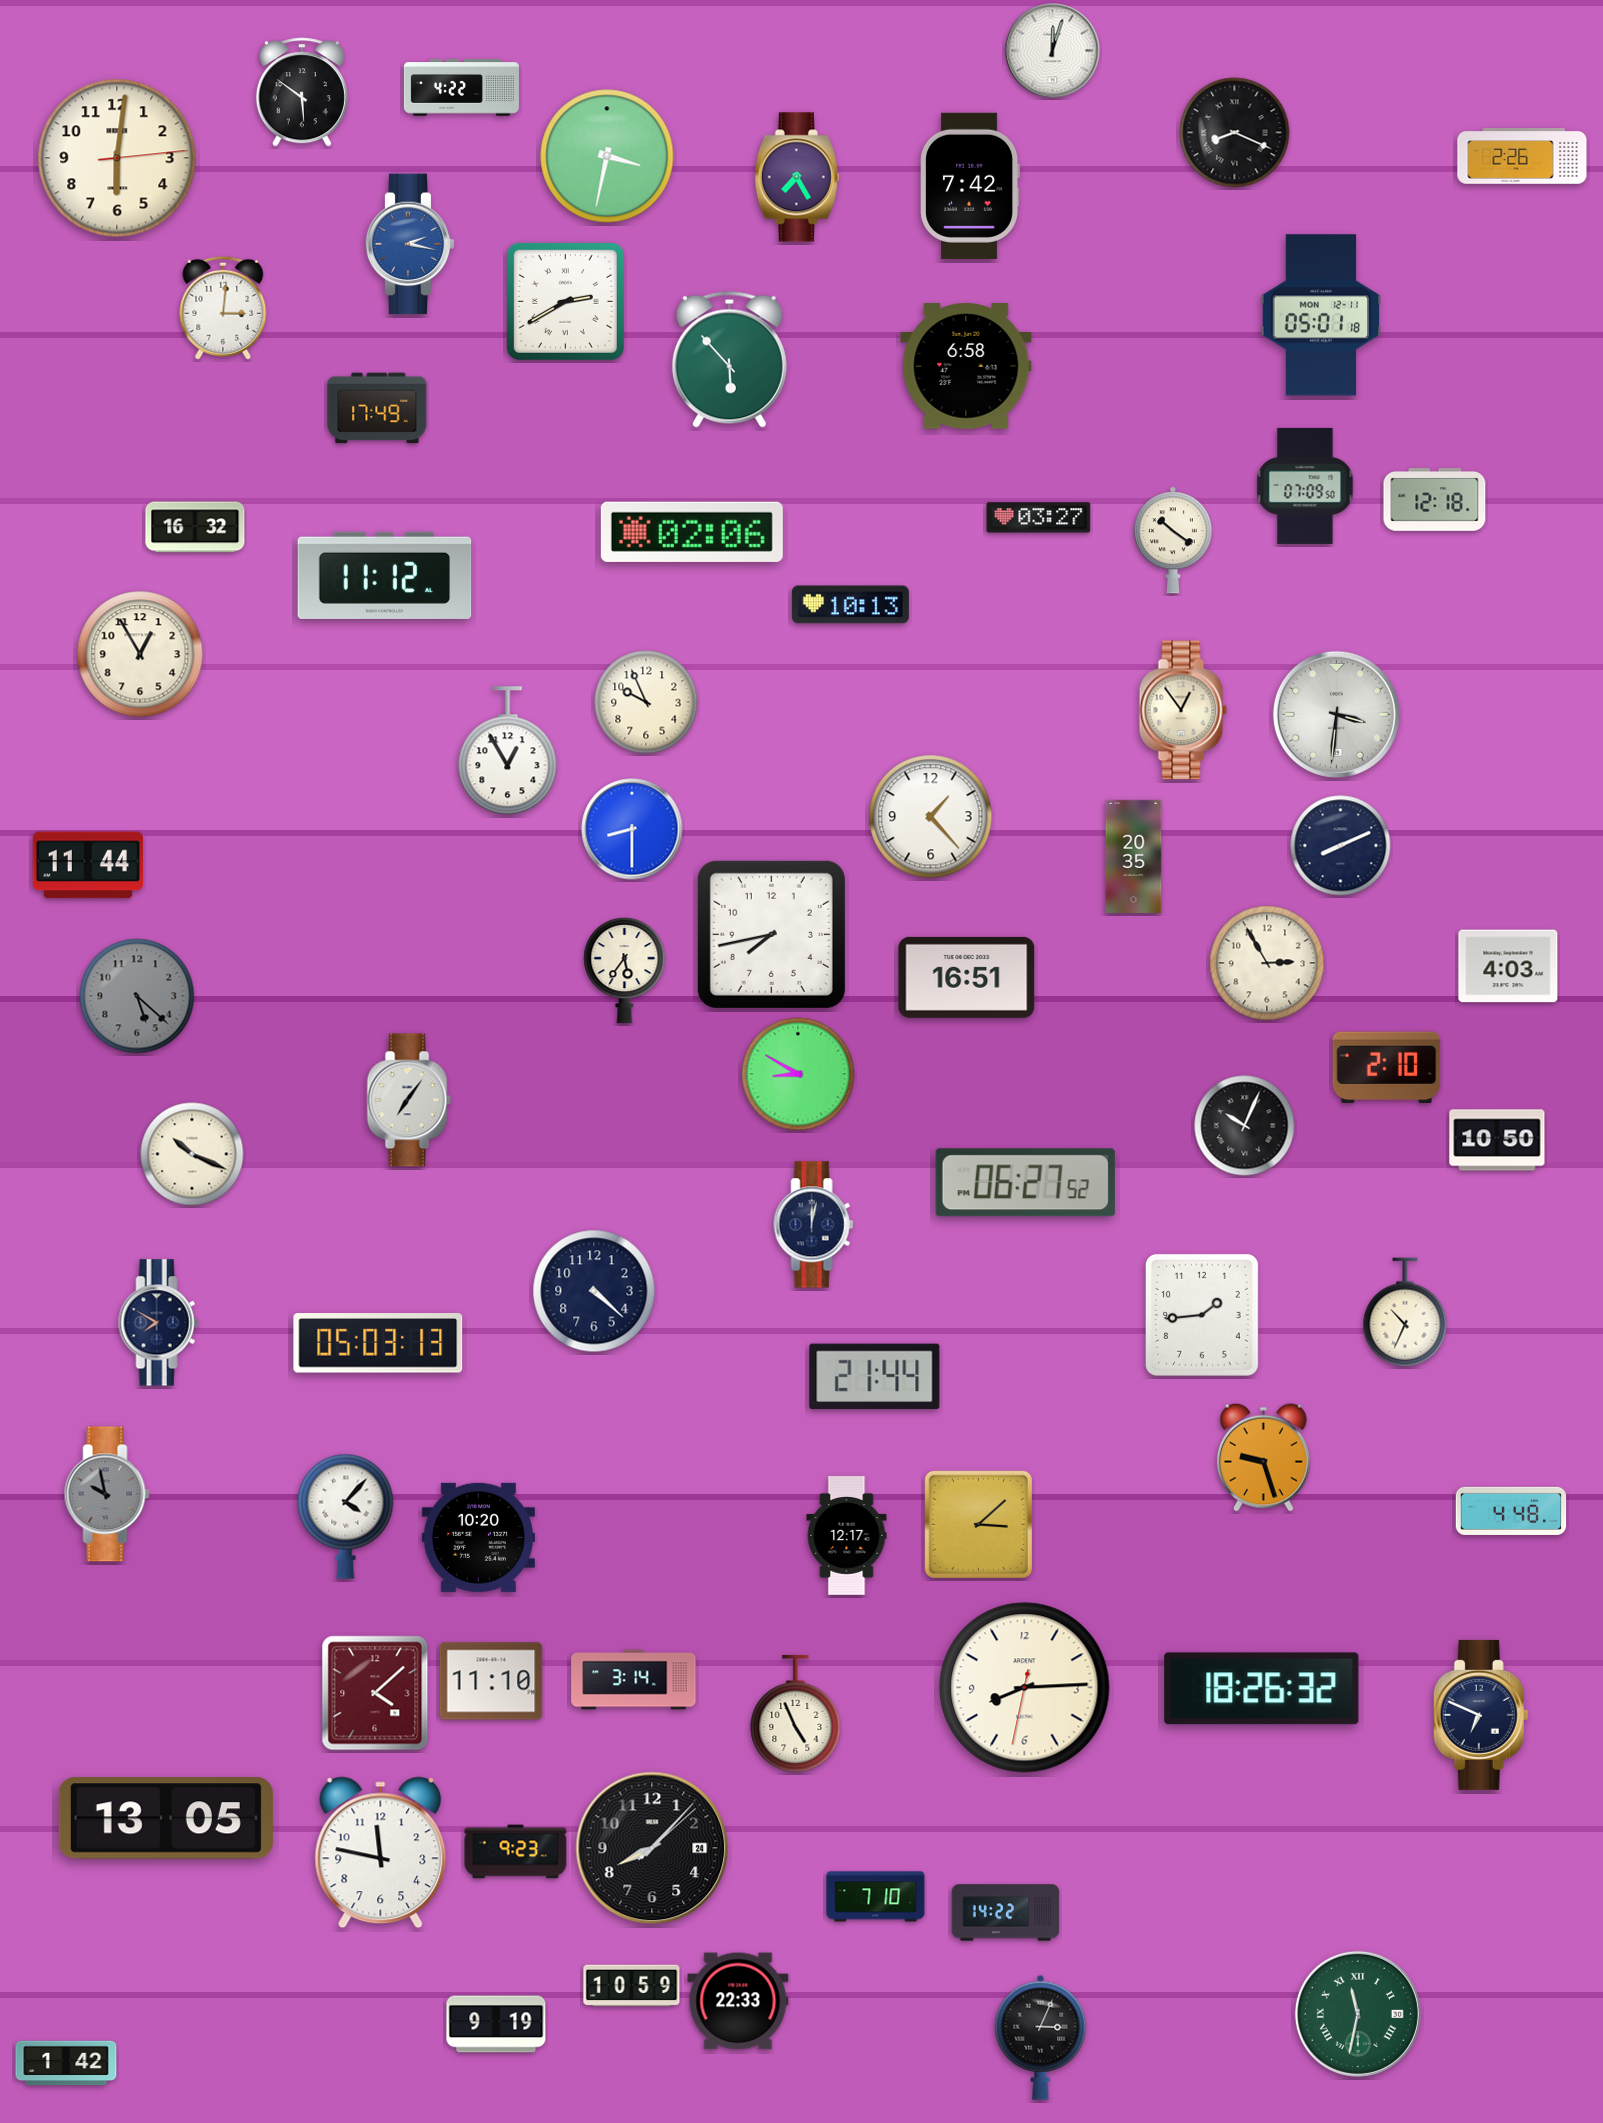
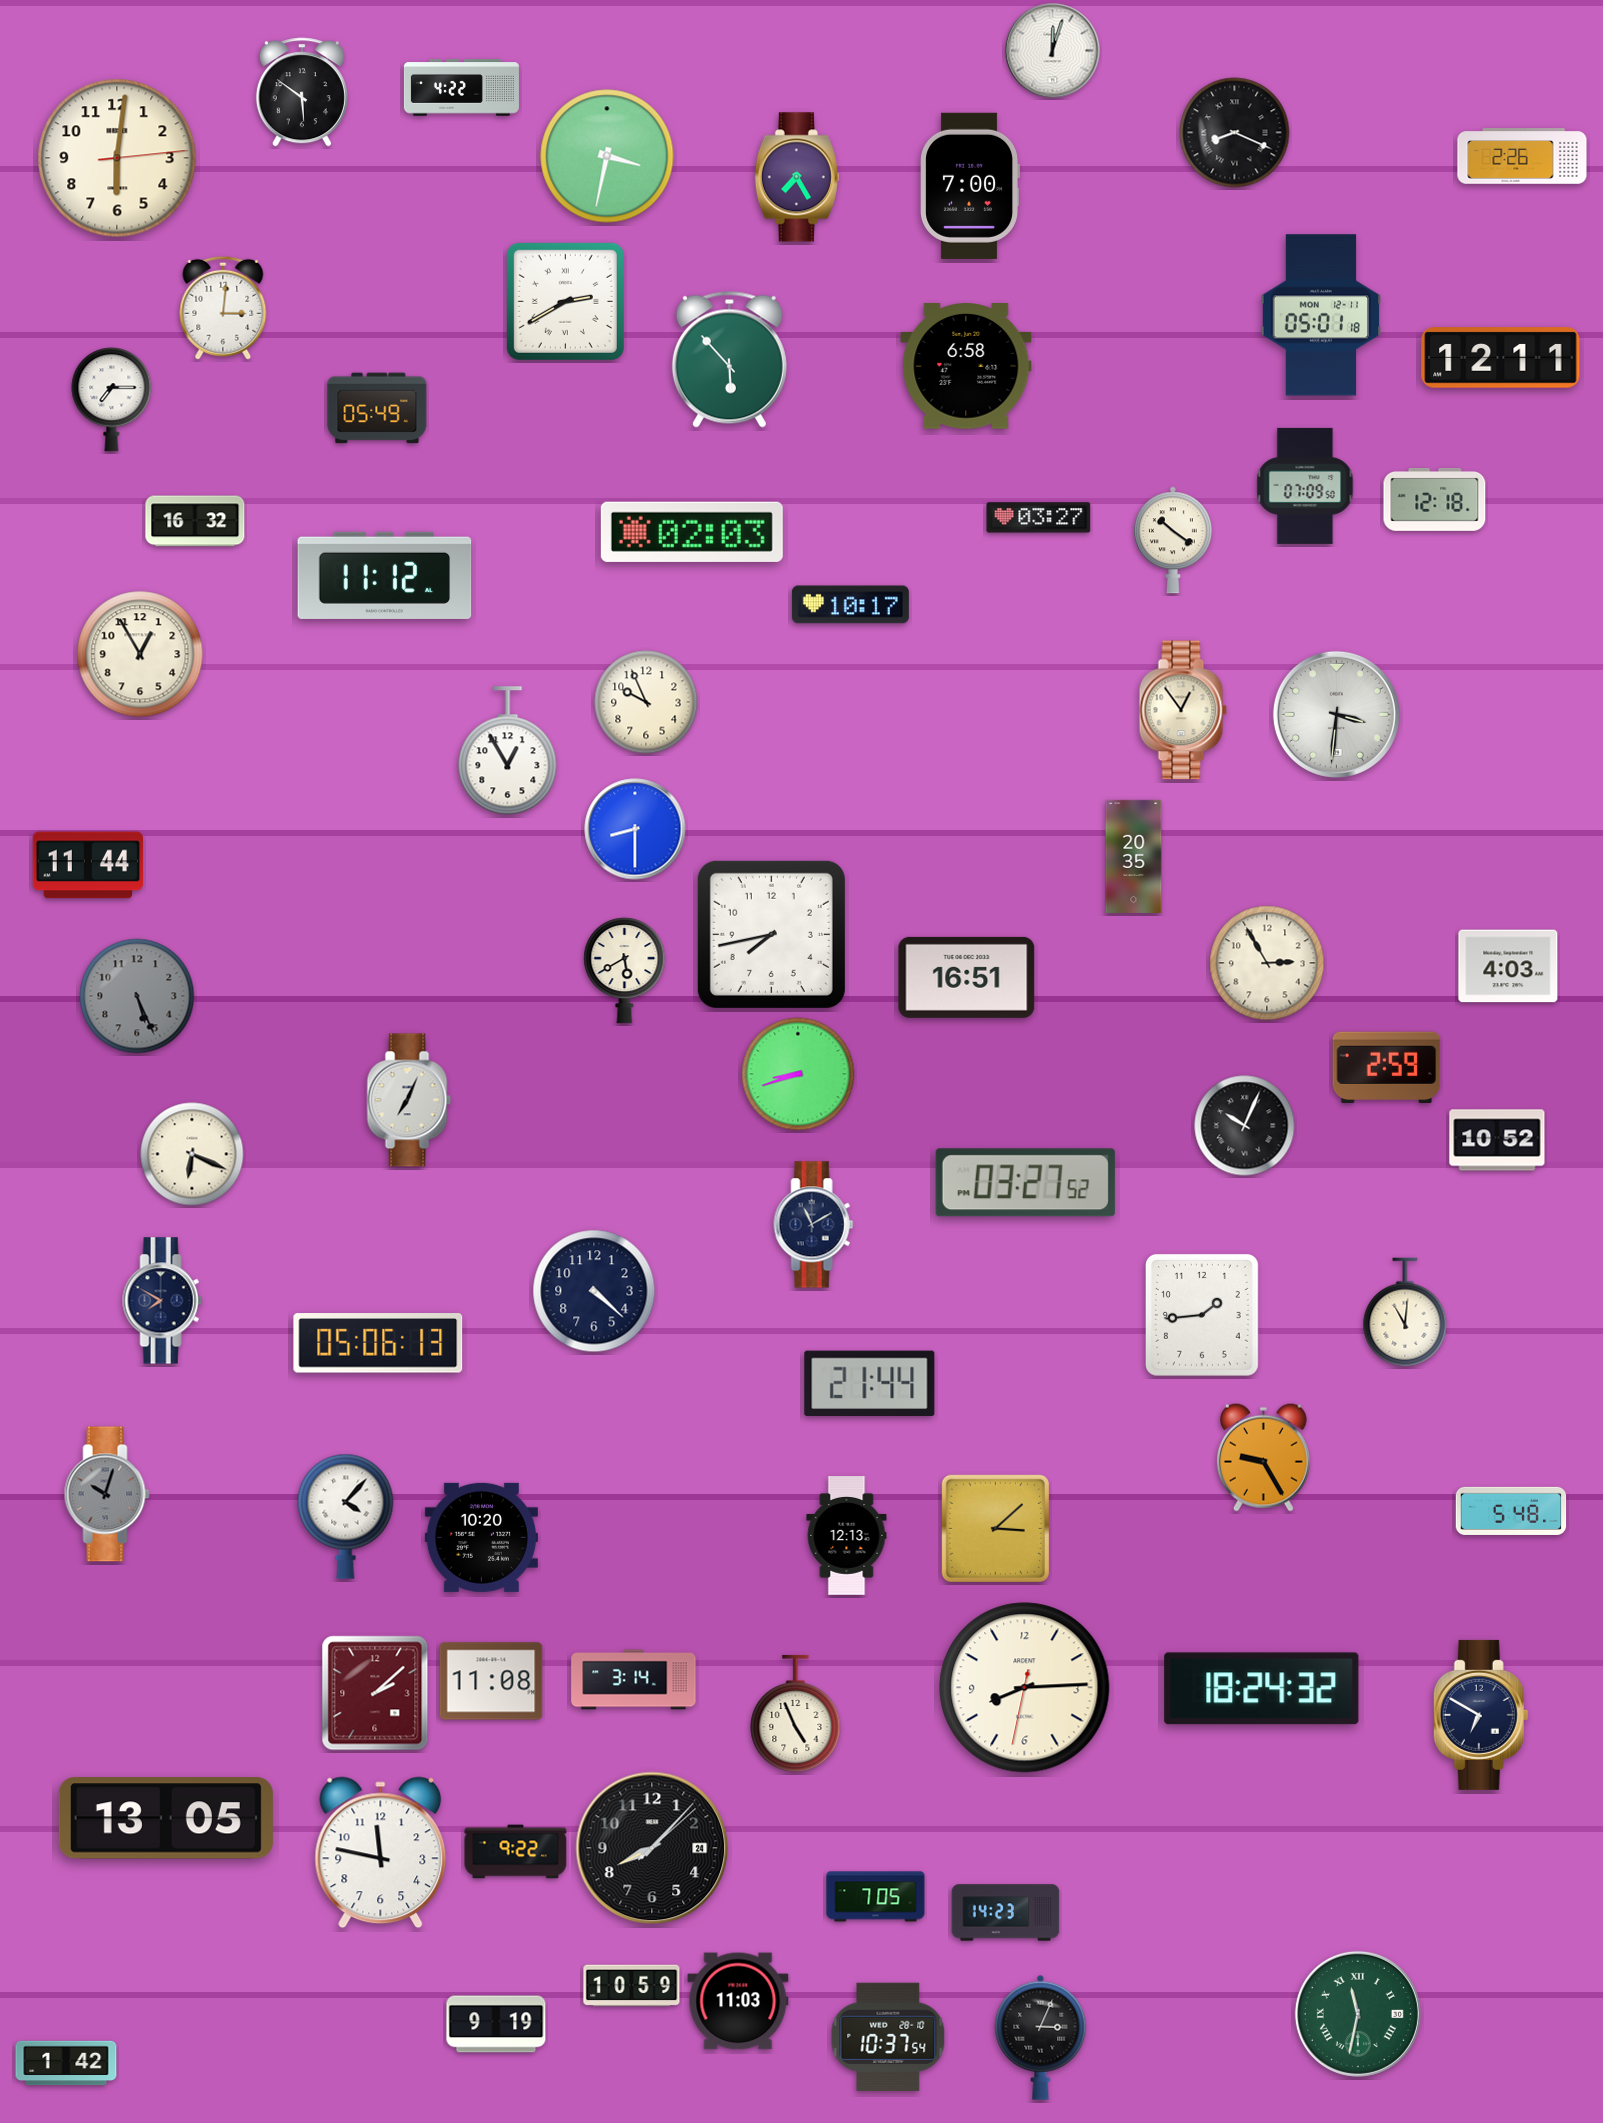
clock at (969, 186): 7:42 -> 7:00
clock at (410, 244): 2:17 -> none
clock at (1501, 358): none -> 12:11
clock at (112, 400): none -> 7:15
clock at (377, 408): 17:49 -> 05:49
clock at (195, 527) position: (195, 527) -> (195, 521)
clock at (692, 532): 02:06 -> 02:03
clock at (850, 605): 10:13 -> 10:17
clock at (931, 817): 1:23 -> none
clock at (632, 829) position: (632, 829) -> (635, 829)
clock at (1341, 846): 8:11 -> none
clock at (625, 971): 5:36 -> 5:40
clock at (137, 996): 5:22 -> 5:26
clock at (1387, 1068): 2:10 -> 2:59
clock at (798, 1074): 8:50 -> 8:42
clock at (409, 1100): 7:06 -> 7:04
clock at (1497, 1140): 10:50 -> 10:52
clock at (192, 1154): 10:19 -> 6:19
clock at (1025, 1183): 06:27 -> 03:27
clock at (814, 1225): 12:02 -> 11:10
clock at (1405, 1312): 10:34 -> 11:01
clock at (159, 1323) position: (159, 1323) -> (163, 1301)
clock at (378, 1343): 05:03 -> 05:06
clock at (875, 1377) position: (875, 1377) -> (870, 1384)
clock at (1263, 1457): 9:27 -> 9:25
clock at (107, 1494): 9:58 -> 10:03
clock at (1511, 1511): 4:48 -> 5:48
clock at (978, 1524) position: (978, 1524) -> (995, 1528)
clock at (847, 1536): 12:17 -> 12:13
clock at (478, 1537) position: (478, 1537) -> (481, 1537)
clock at (491, 1681): 11:10 -> 11:08
clock at (1262, 1689): 18:26 -> 18:24
clock at (375, 1693): 4:08 -> 2:08
clock at (1481, 1715): 6:49 -> 6:50
clock at (516, 1852): 9:23 -> 9:22
clock at (876, 1897): 7:10 -> 7:05
clock at (1006, 1913): 14:22 -> 14:23
clock at (738, 2001): 22:33 -> 11:03
clock at (888, 2036): none -> 10:37
